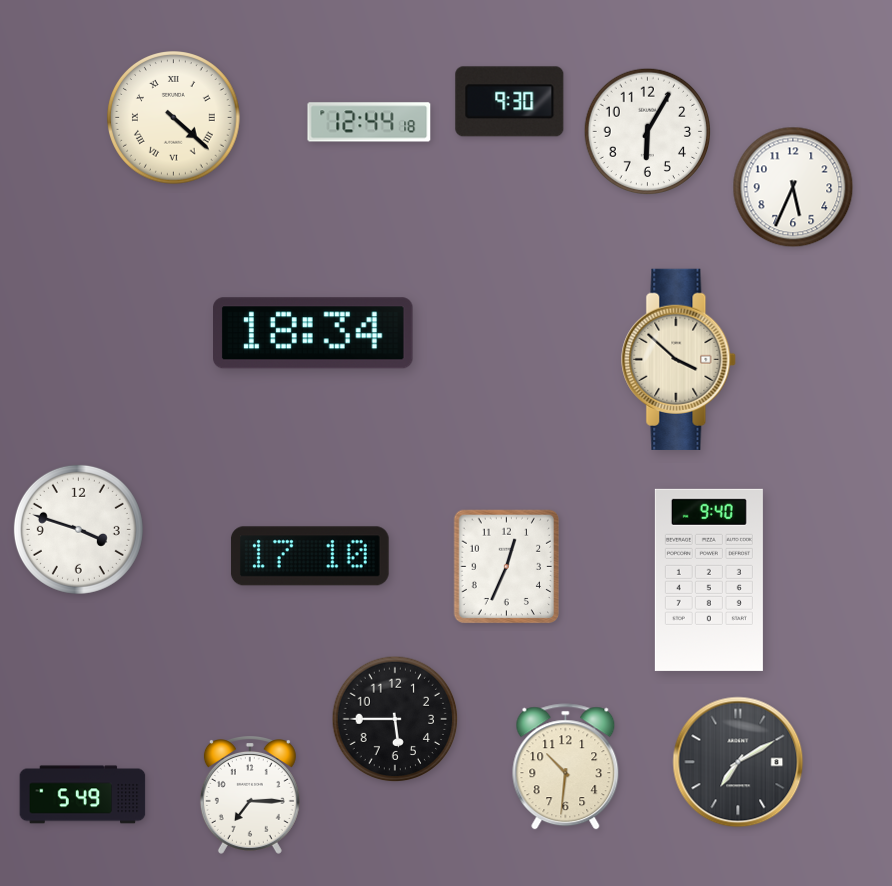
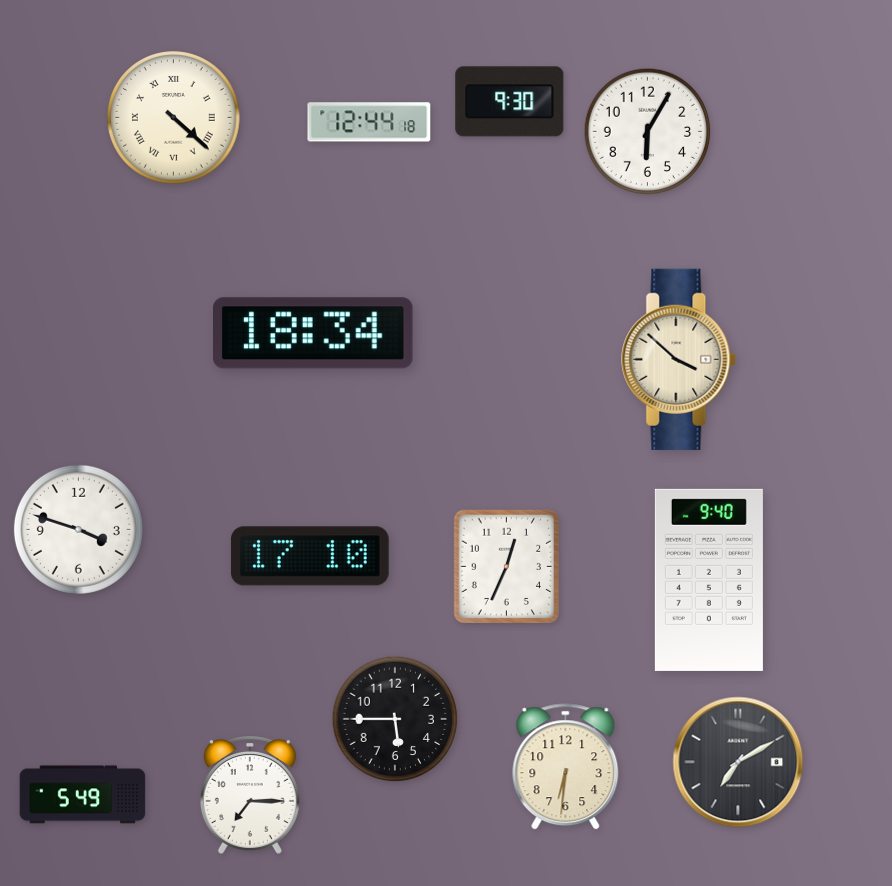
clock at (793, 187): 5:34 -> none
clock at (566, 767): 10:31 -> 6:31
